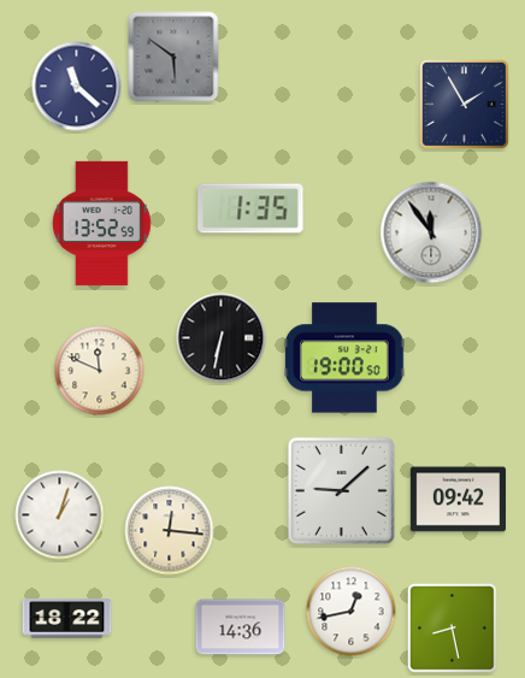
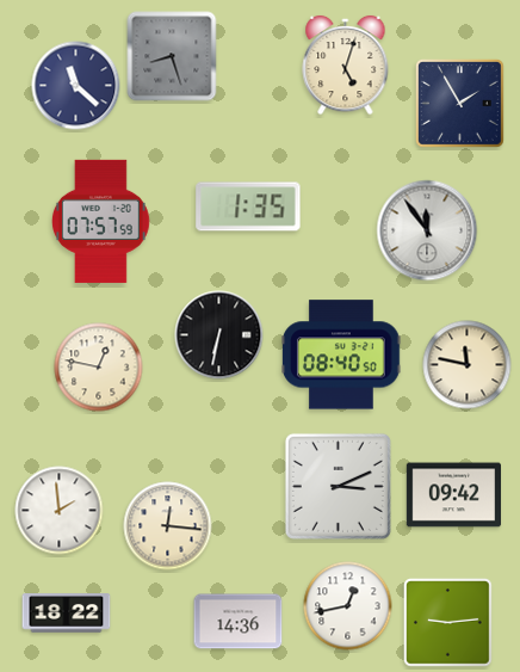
clock at (173, 57): 5:51 -> 8:27
clock at (346, 66): none -> 5:03
clock at (101, 223): 13:52 -> 07:57
clock at (346, 358): 19:00 -> 08:40
clock at (468, 365): none -> 11:47
clock at (100, 371): 11:49 -> 12:47
clock at (341, 490): 9:08 -> 3:11
clock at (60, 515): 1:03 -> 1:59
clock at (453, 629): 8:28 -> 9:14
